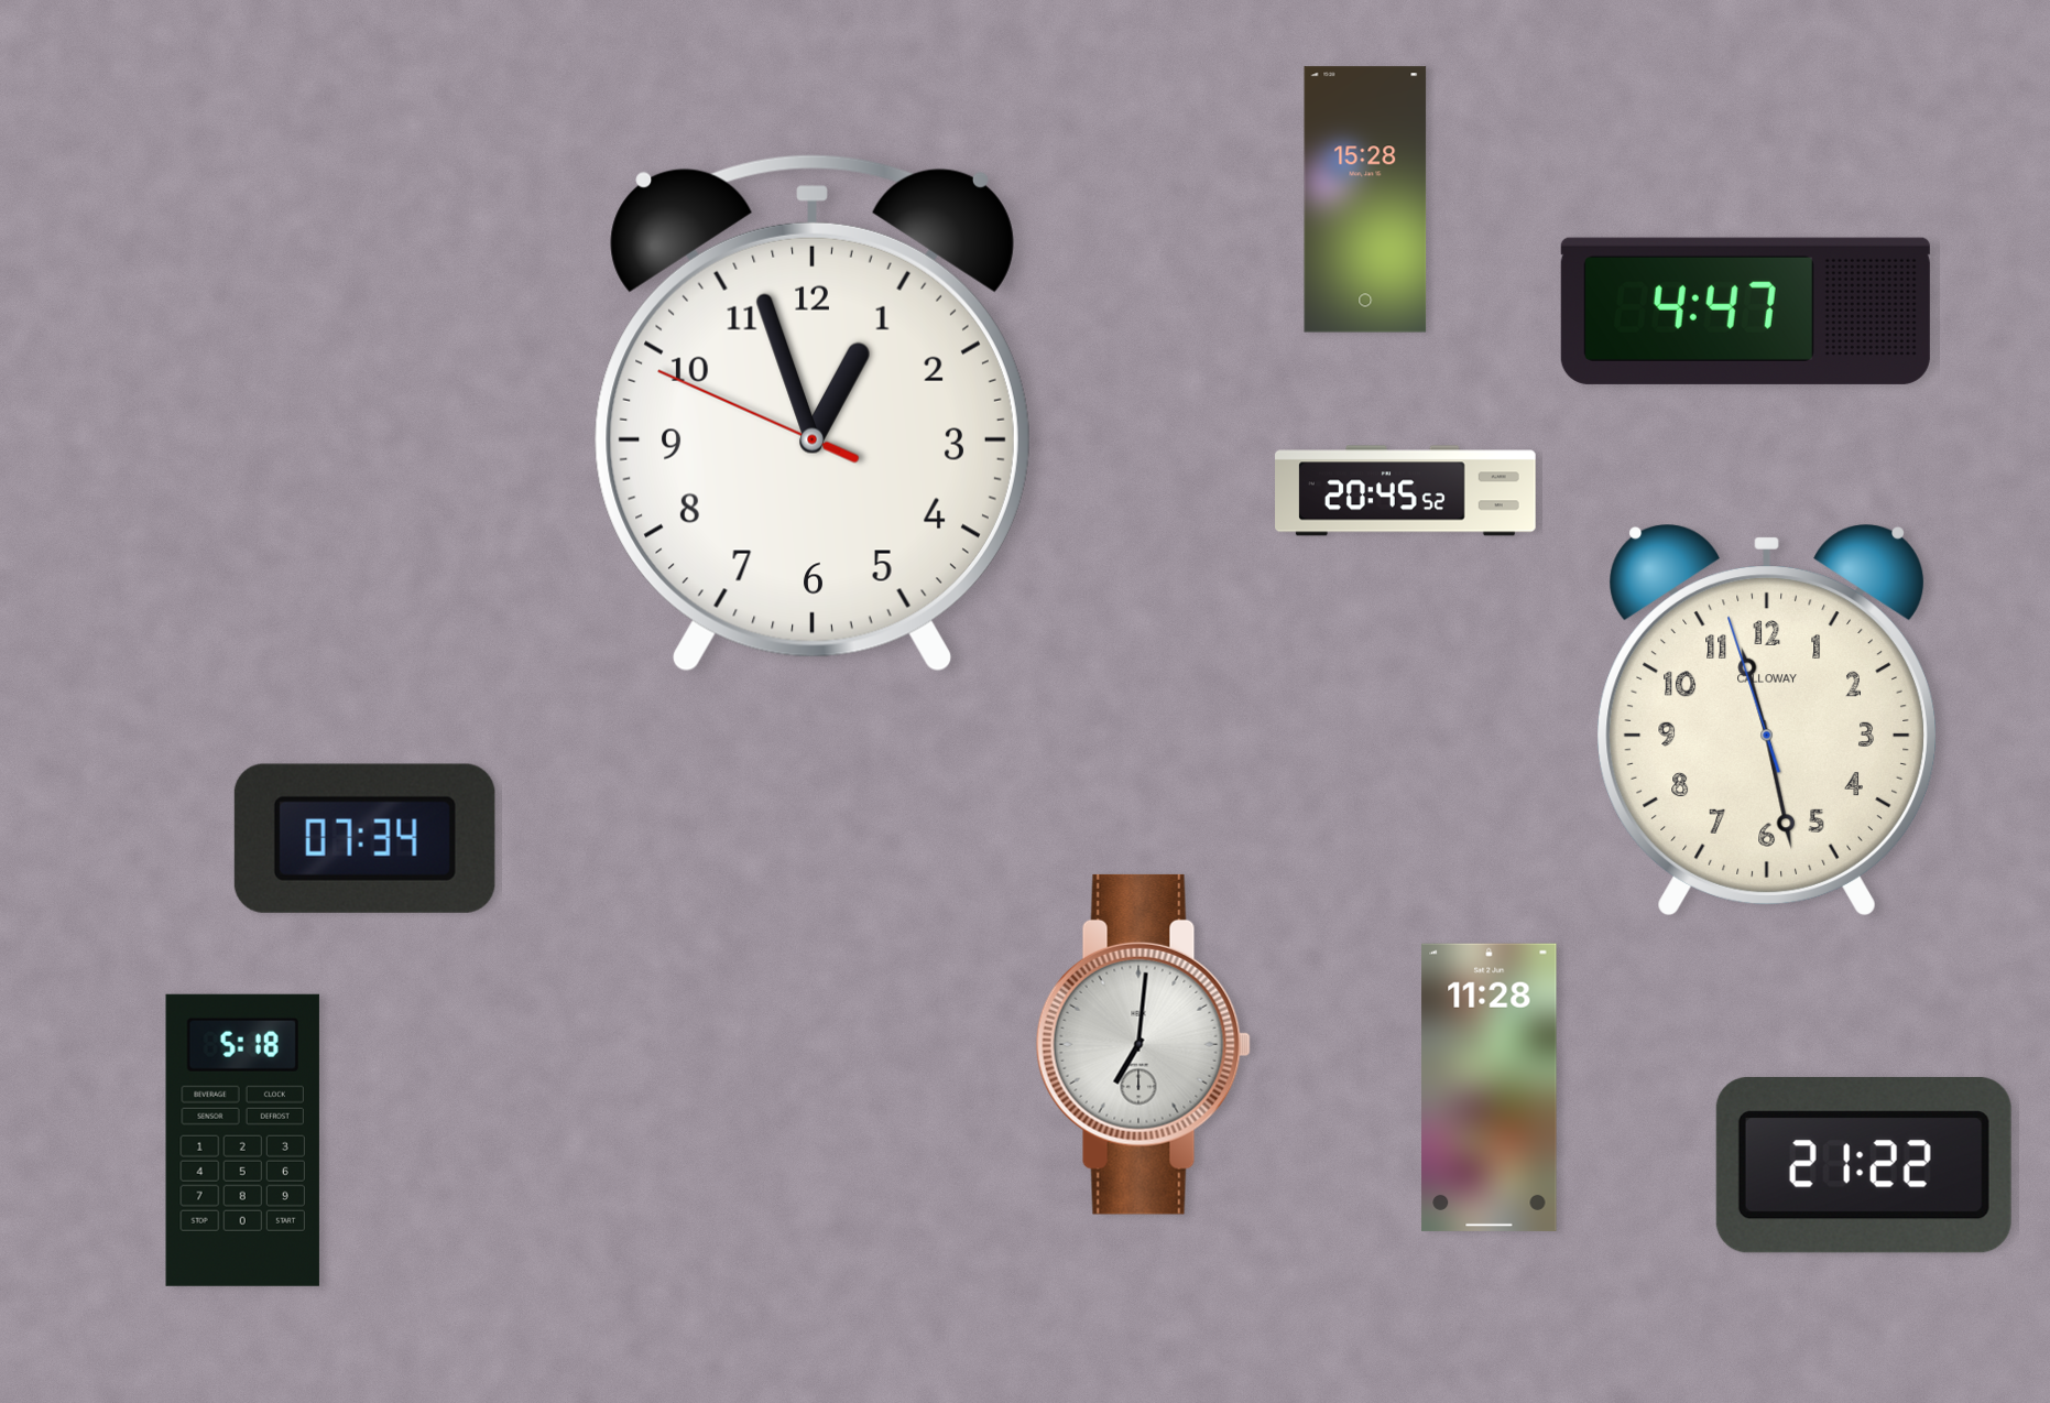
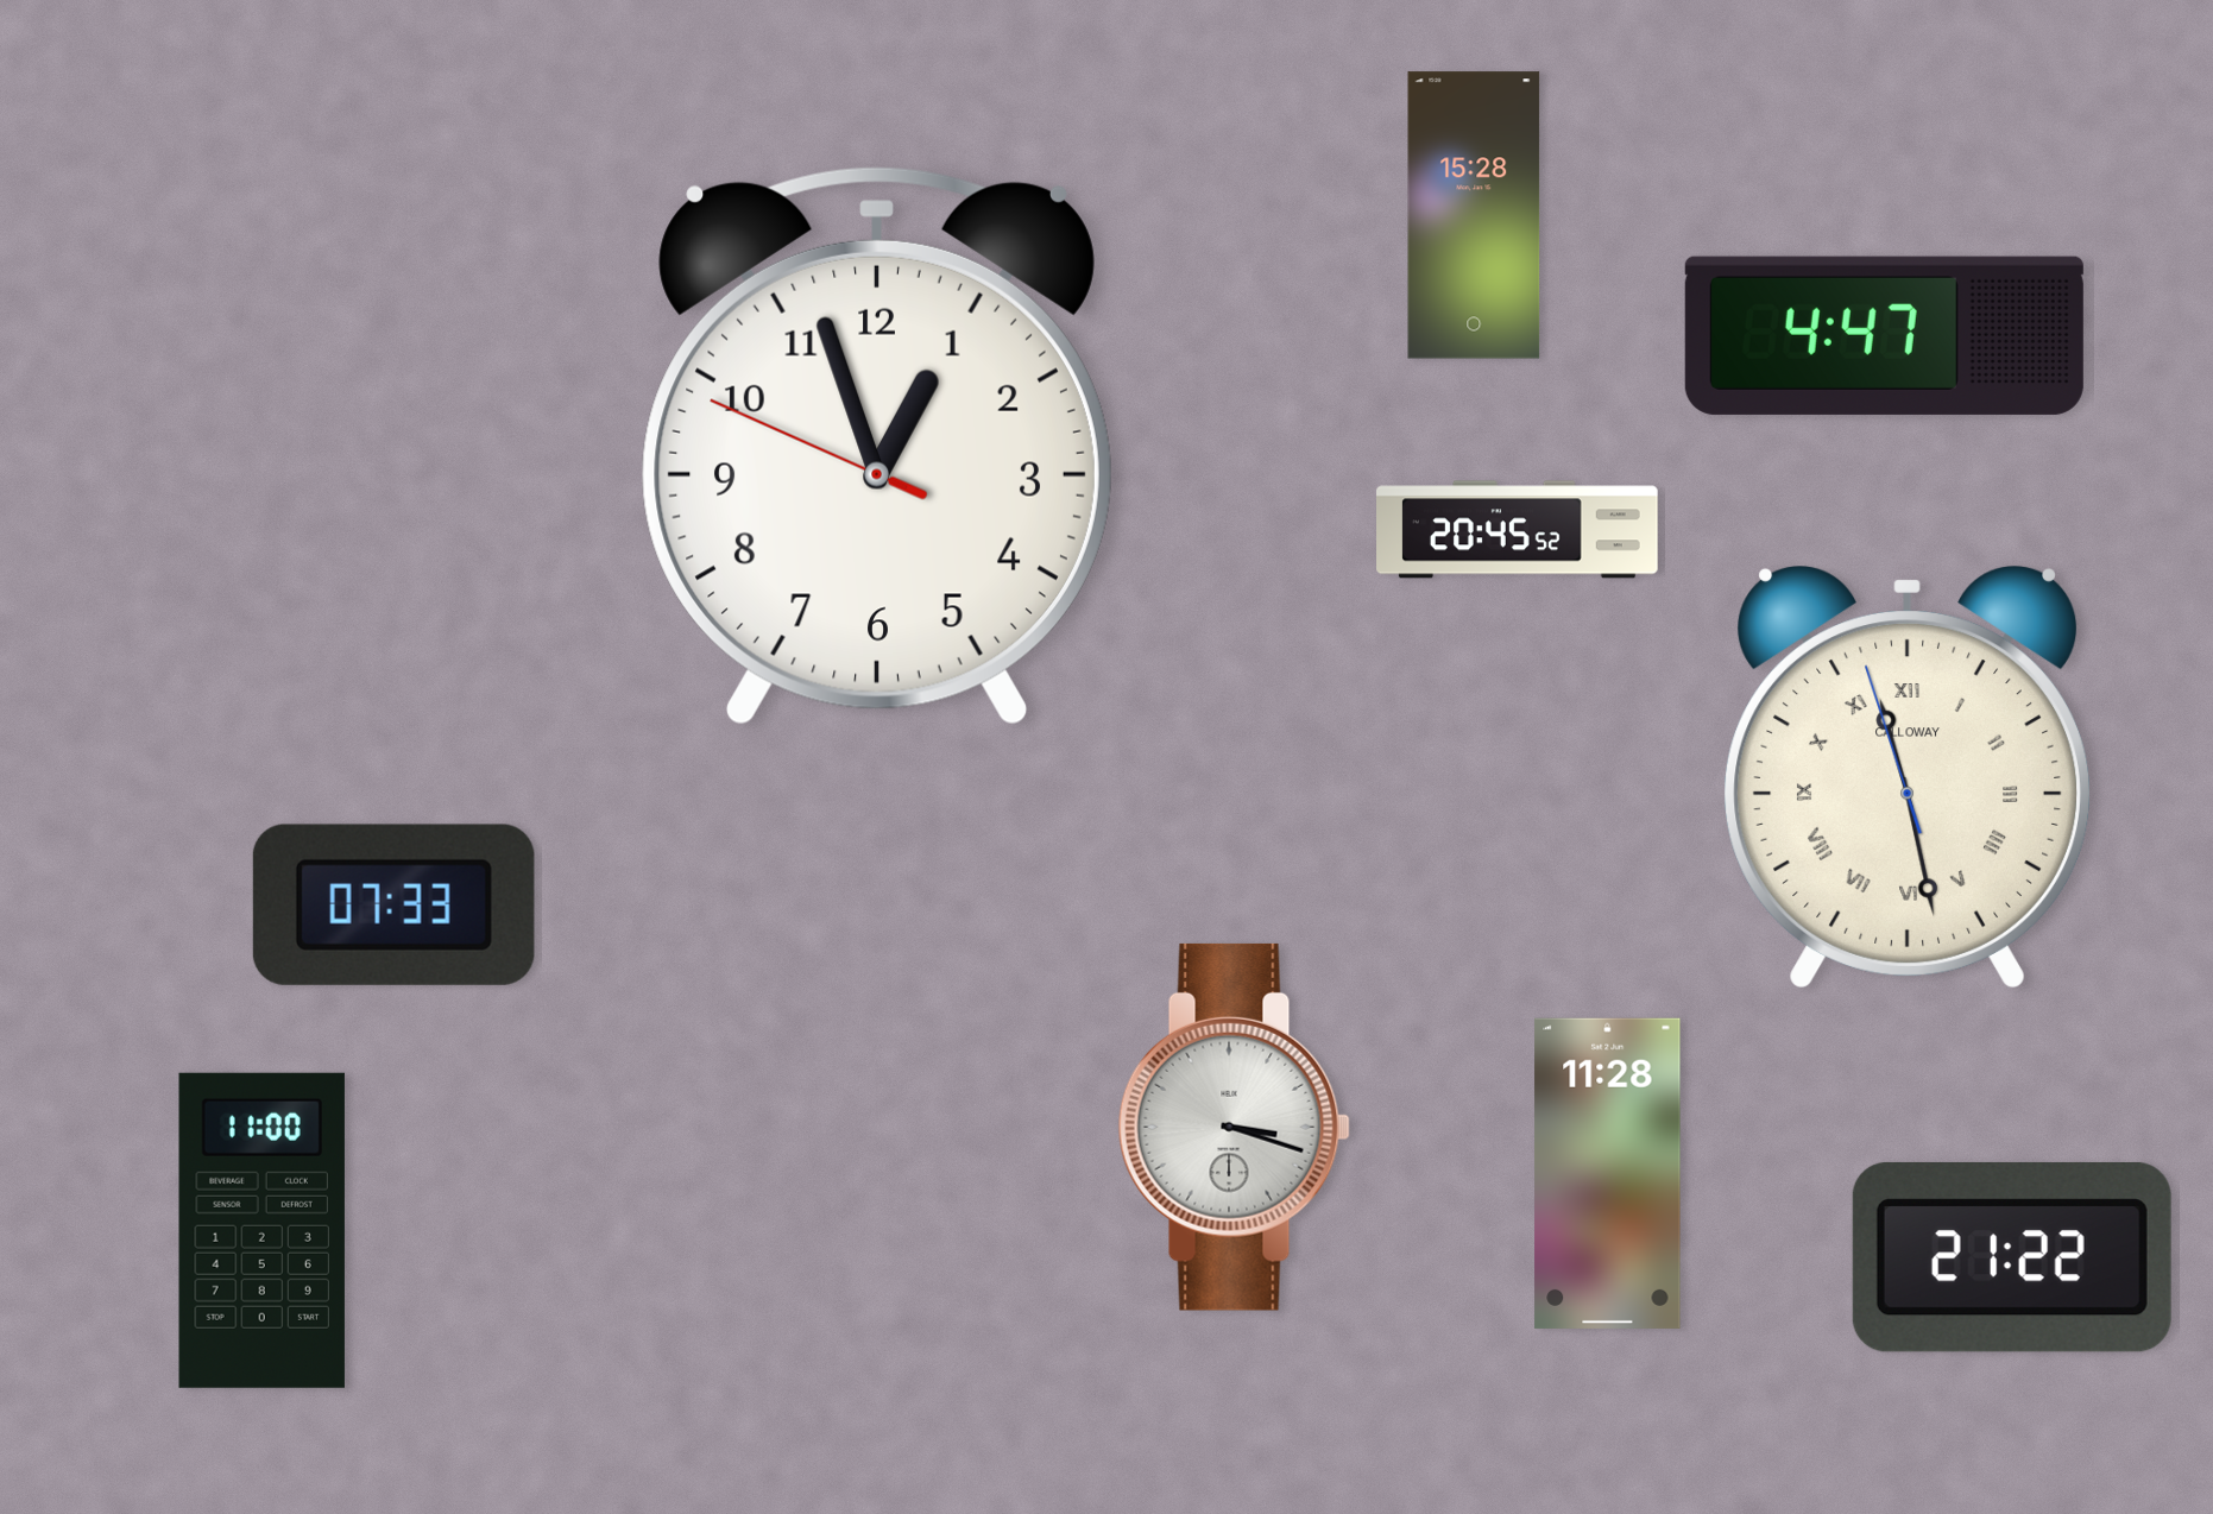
clock at (1767, 720) numerals: Arabic -> Roman
clock at (364, 838): 07:34 -> 07:33
clock at (1143, 1044): 7:01 -> 3:18
clock at (242, 1140): 5:18 -> 11:00
